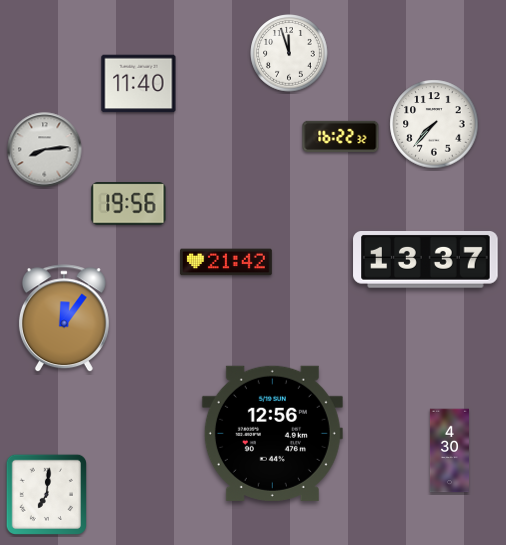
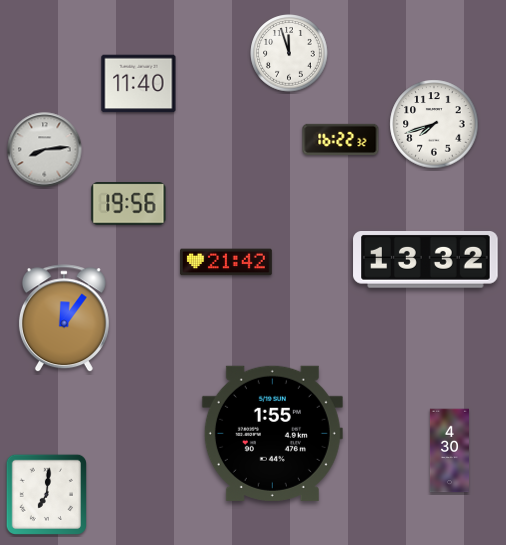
clock at (434, 124): 7:37 -> 7:42
clock at (341, 136) position: (341, 136) -> (341, 139)
clock at (426, 260): 13:37 -> 13:32
clock at (272, 433): 12:56 -> 1:55
